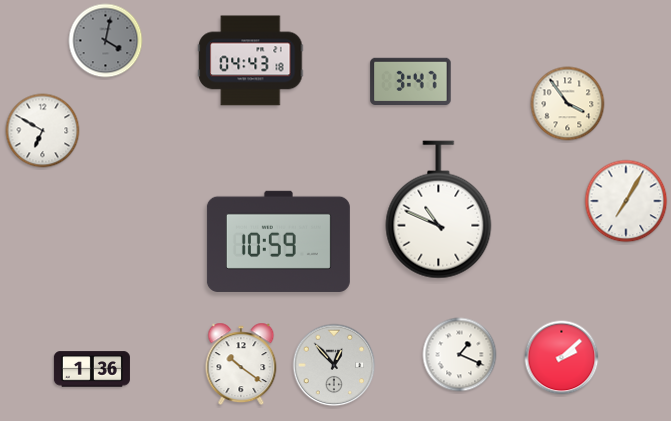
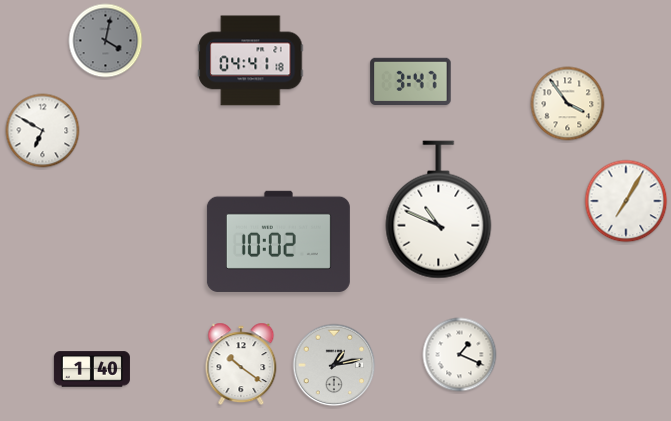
clock at (251, 61): 04:43 -> 04:41
clock at (278, 241): 10:59 -> 10:02
clock at (562, 358): 2:08 -> none
clock at (334, 365): 12:53 -> 1:13
clock at (92, 369): 1:36 -> 1:40
